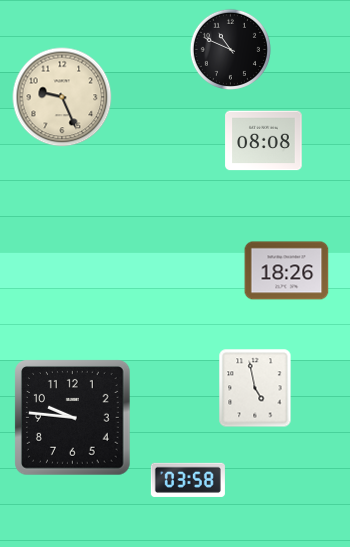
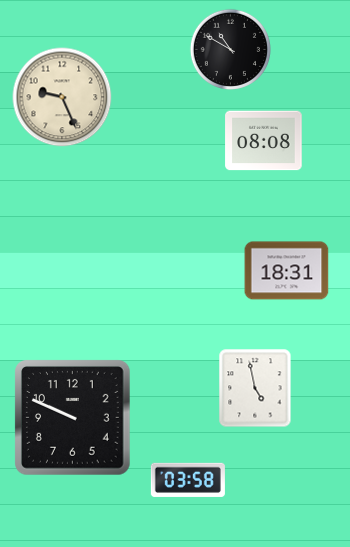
clock at (230, 49): 10:49 -> 10:50
clock at (287, 271): 18:26 -> 18:31
clock at (73, 418): 9:46 -> 9:49
